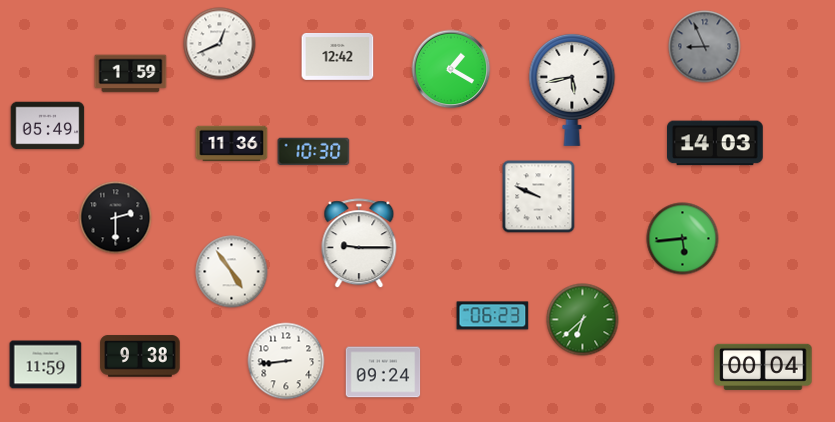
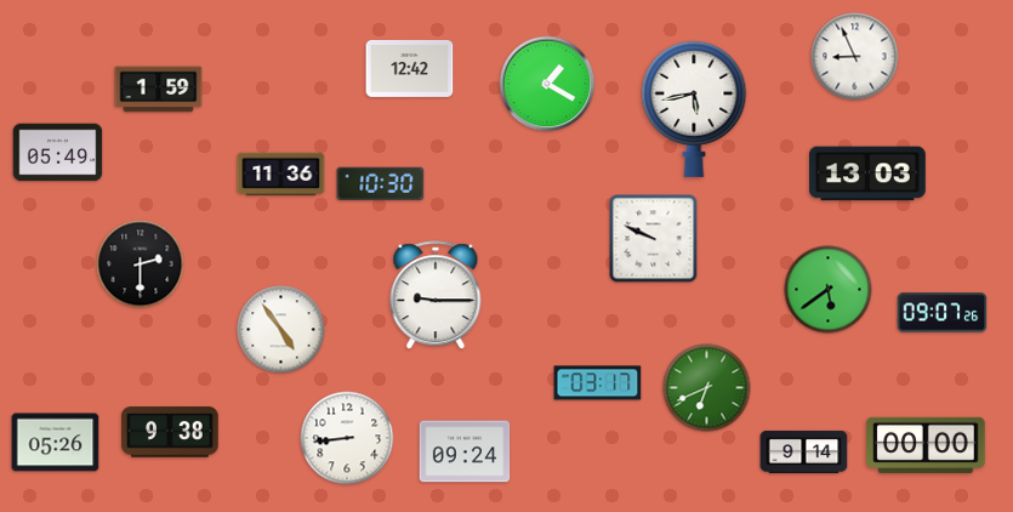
clock at (220, 44): 12:41 -> none
clock at (705, 47) dial: grey -> white
clock at (716, 143): 14:03 -> 13:03
clock at (683, 239): 5:44 -> 5:39
clock at (943, 313): none -> 09:07
clock at (493, 316): 06:23 -> 03:17
clock at (583, 320): 6:38 -> 6:41
clock at (46, 365): 11:59 -> 05:26
clock at (763, 367): 00:04 -> 00:00
clock at (804, 451): none -> 9:14
